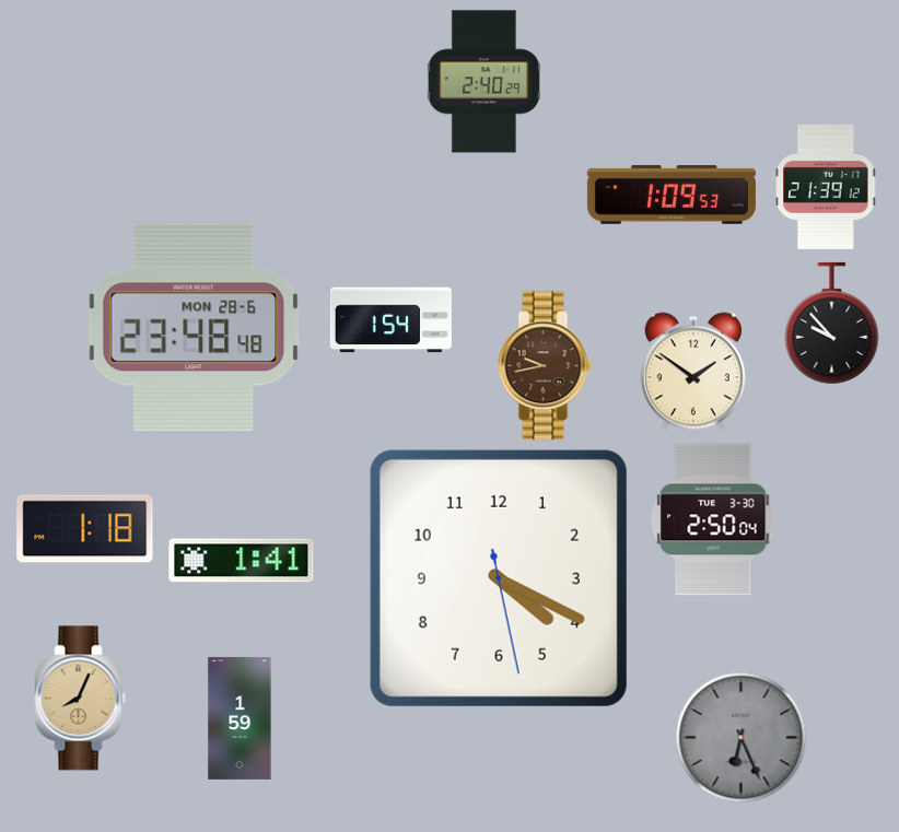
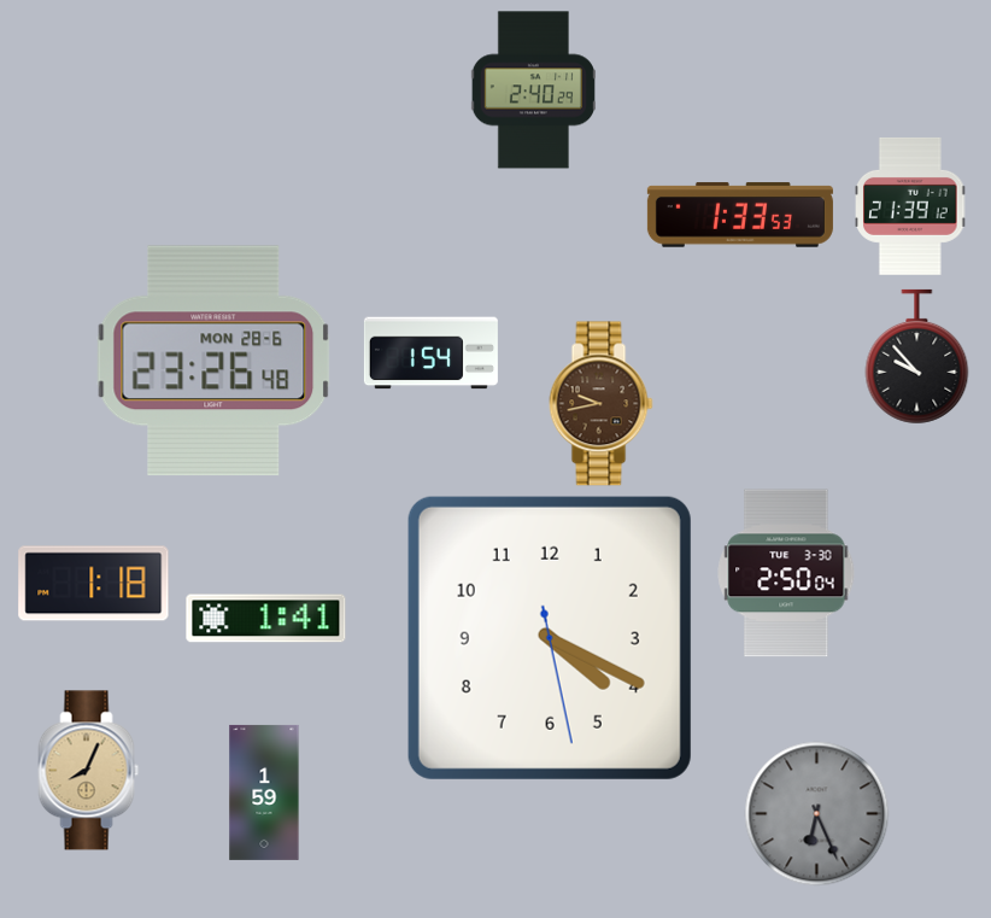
clock at (672, 195): 1:09 -> 1:33
clock at (194, 327): 23:48 -> 23:26
clock at (693, 373): 1:51 -> none
